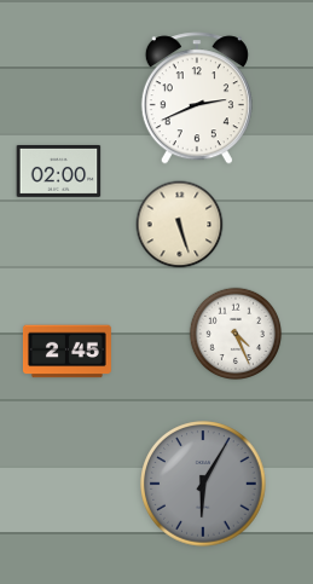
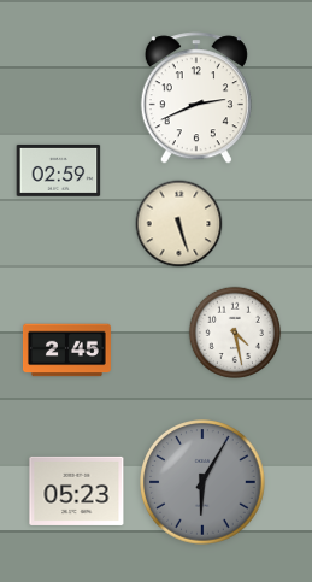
clock at (59, 170): 02:00 -> 02:59
clock at (236, 334): 4:26 -> 4:28
clock at (77, 490): none -> 05:23
